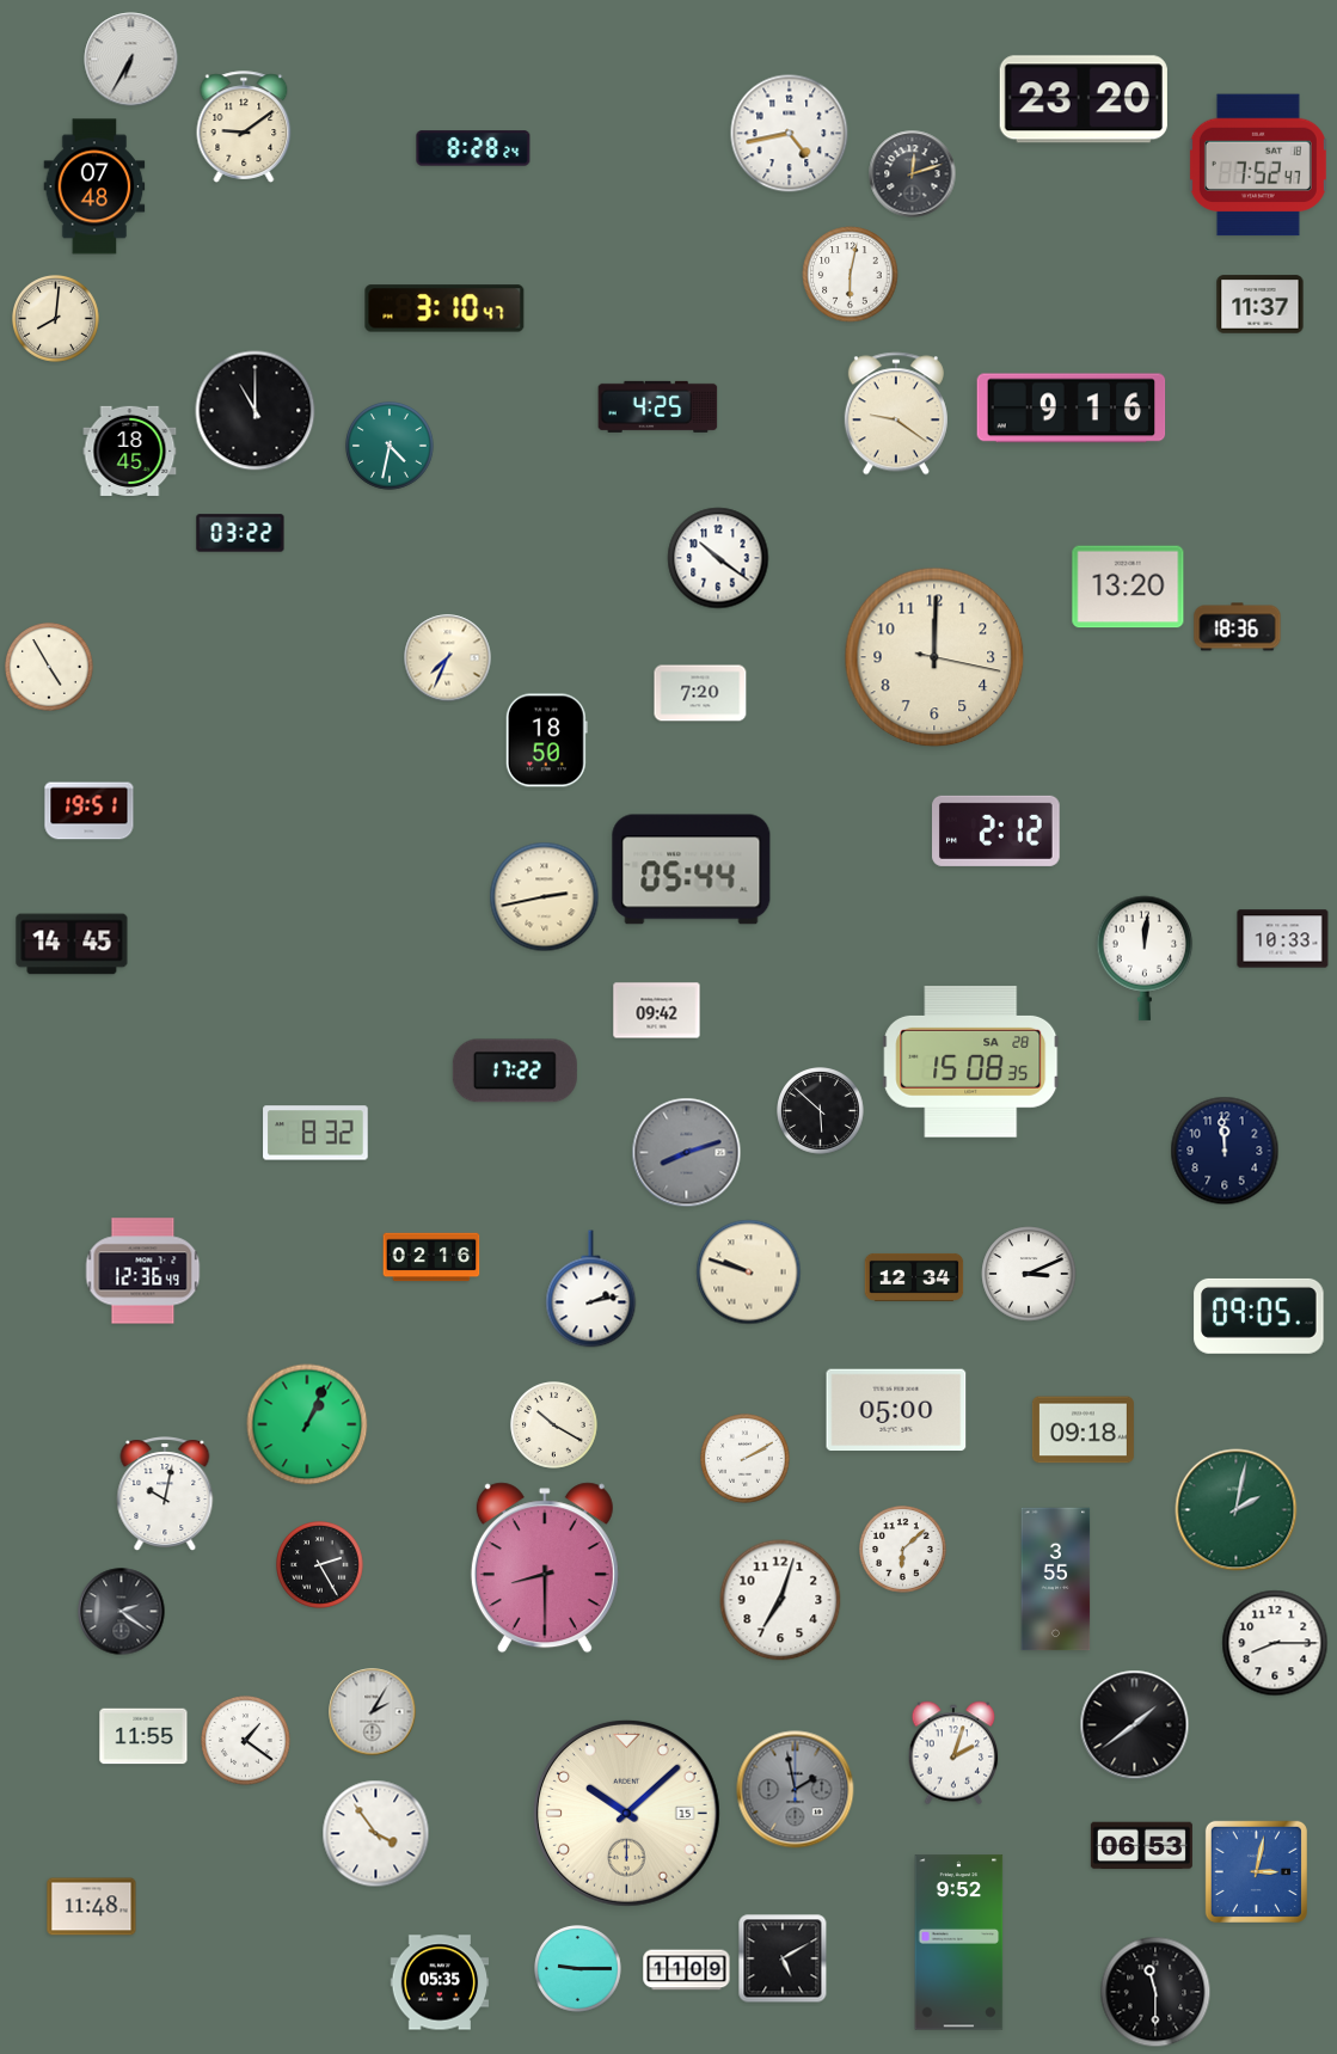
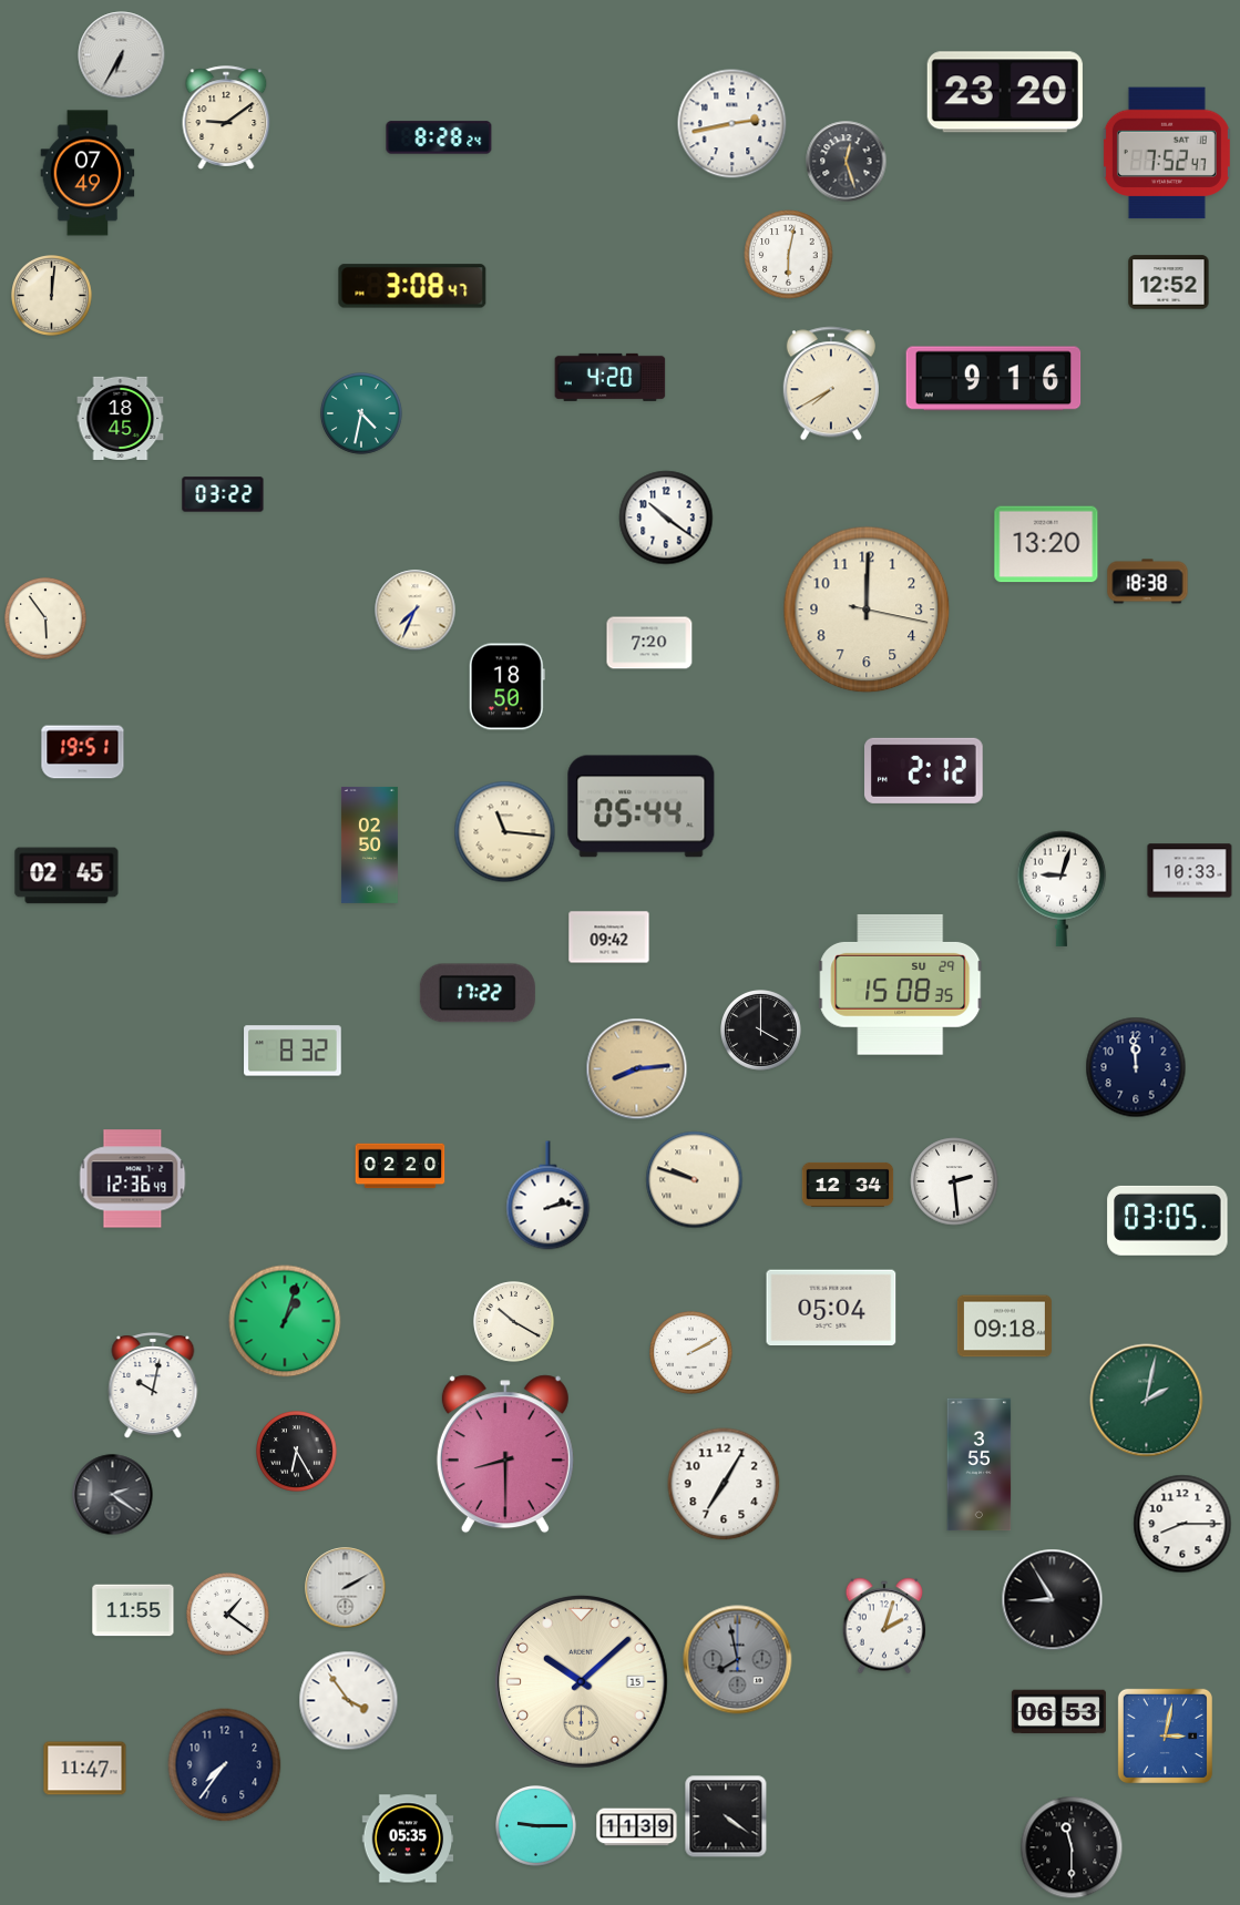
clock at (790, 134): 4:43 -> 2:43
clock at (913, 174): 12:12 -> 12:27
clock at (94, 186): 07:48 -> 07:49
clock at (1261, 305): 11:37 -> 12:52
clock at (444, 308): 3:10 -> 3:08
clock at (56, 319): 8:01 -> 12:01
clock at (658, 406): 4:25 -> 4:20
clock at (256, 411): 11:00 -> none
clock at (896, 413): 9:21 -> 7:40
clock at (1238, 627): 18:36 -> 18:38
clock at (50, 668): 4:55 -> 5:54
clock at (545, 897): 2:43 -> 11:16
clock at (369, 844): none -> 02:50
clock at (72, 944): 14:45 -> 02:45
clock at (1145, 958): 12:01 -> 9:03
clock at (971, 1062) date: SA 28 -> SU 29
clock at (821, 1111): 5:52 -> 4:00
clock at (687, 1153): 8:12 -> 8:14
clock at (687, 1153) dial: grey -> champagne
clock at (431, 1257): 02:16 -> 02:20
clock at (1029, 1274): 3:11 -> 2:29
clock at (1259, 1316): 09:05 -> 03:05
clock at (896, 1410): 05:00 -> 05:04
clock at (307, 1424): 1:04 -> 1:03
clock at (903, 1550): 6:08 -> none
clock at (320, 1565): 2:25 -> 6:25
clock at (780, 1600): 7:03 -> 7:05
clock at (373, 1712): 2:05 -> 2:10
clock at (1135, 1725): 1:39 -> 8:55
clock at (796, 1790): 1:58 -> 7:58
clock at (225, 1765): none -> 7:36
clock at (92, 1907): 11:48 -> 11:47
clock at (959, 1943): 9:52 -> none
clock at (783, 1958): 5:10 -> 4:21
clock at (687, 1970): 11:09 -> 11:39
